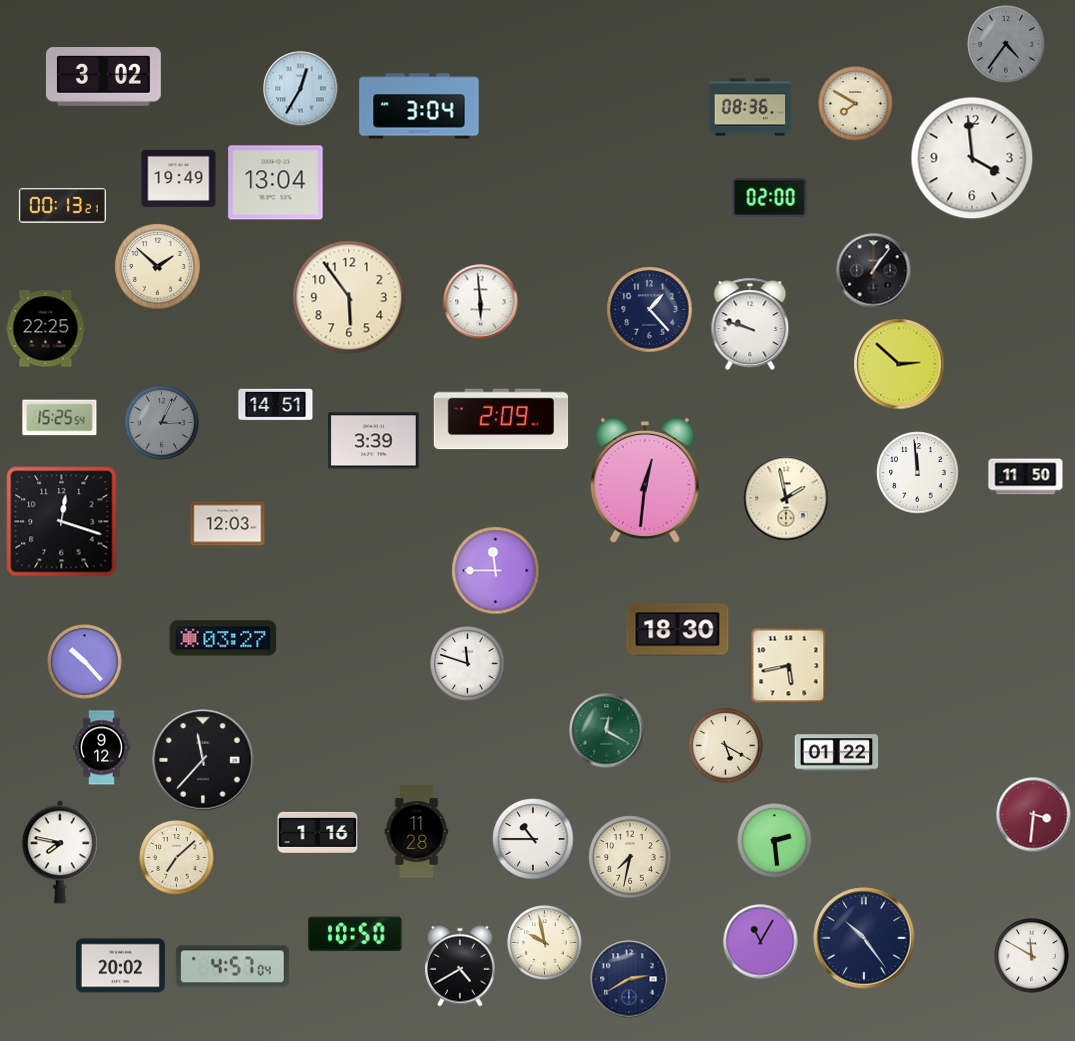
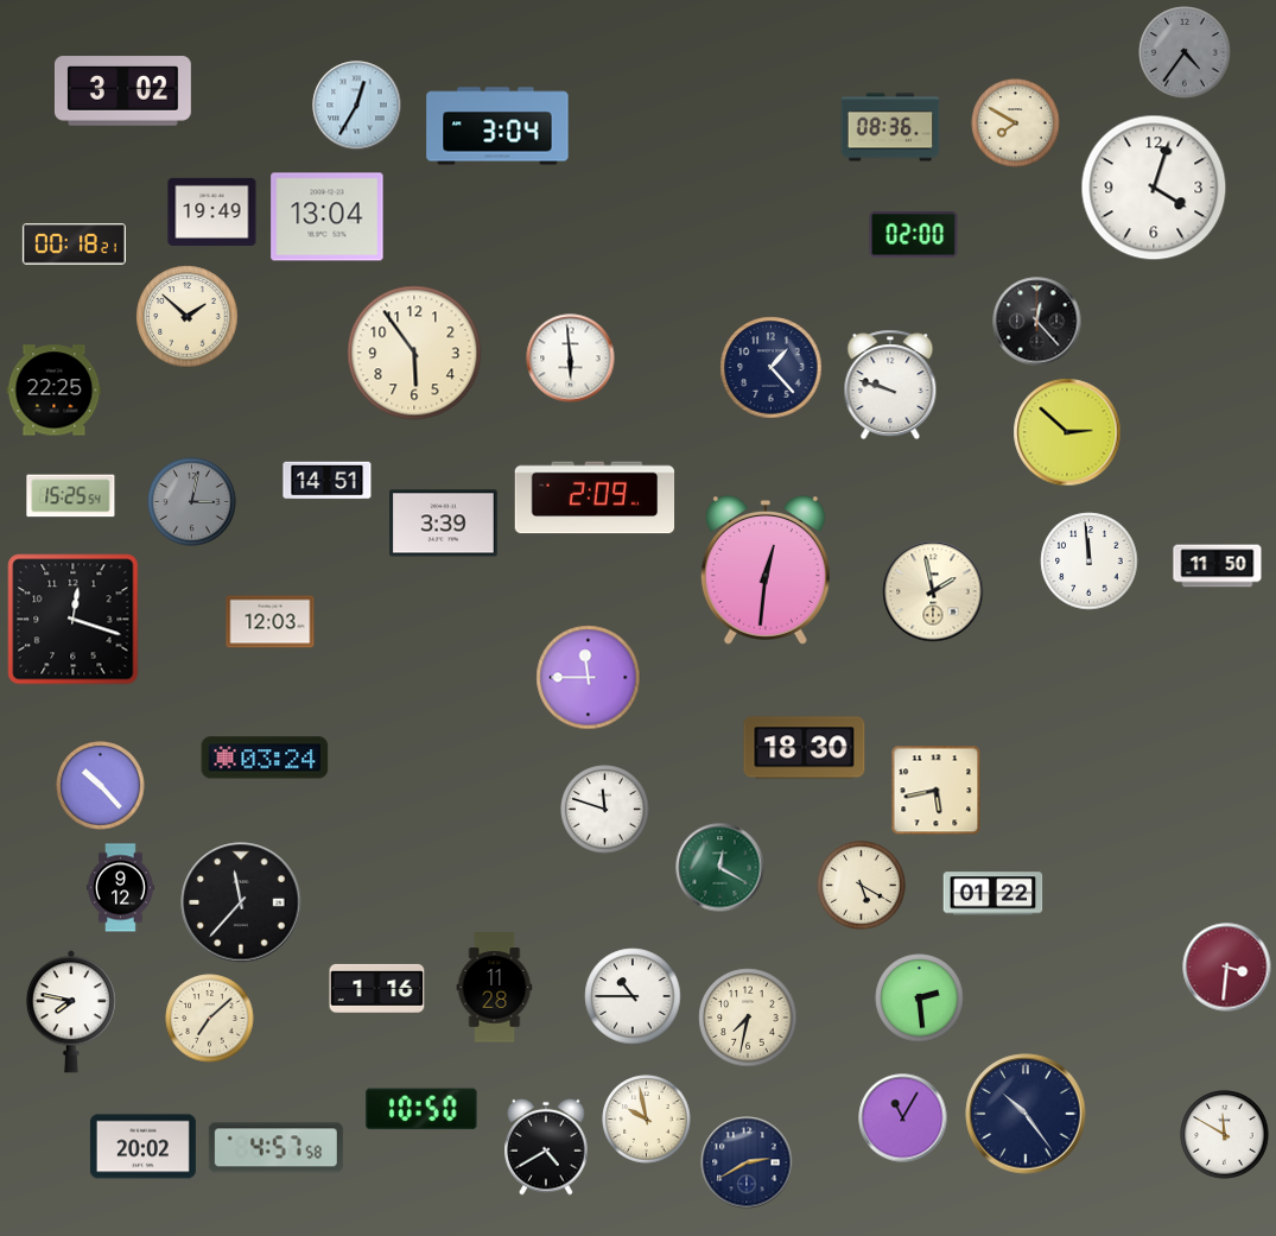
clock at (1006, 44) position: (1006, 44) -> (1185, 52)
clock at (972, 158): 3:59 -> 4:03
clock at (62, 206): 00:13 -> 00:18
clock at (874, 271): 1:06 -> 12:23
clock at (162, 423): 3:04 -> 3:02
clock at (223, 638): 03:27 -> 03:24
clock at (468, 664) position: (468, 664) -> (605, 810)
clock at (232, 967): 4:57:04 -> 4:57:58
